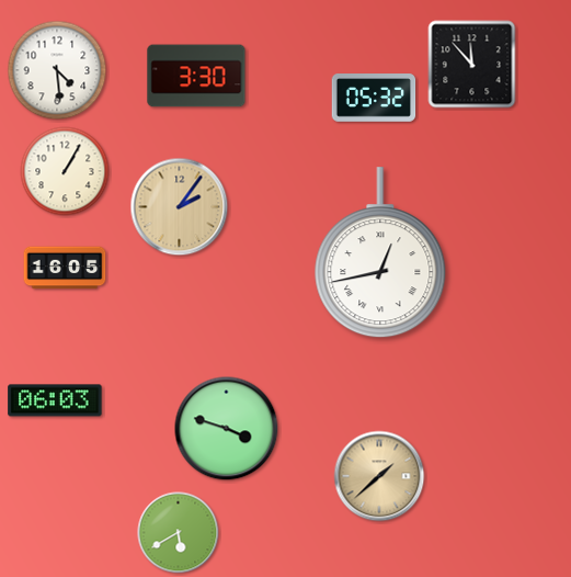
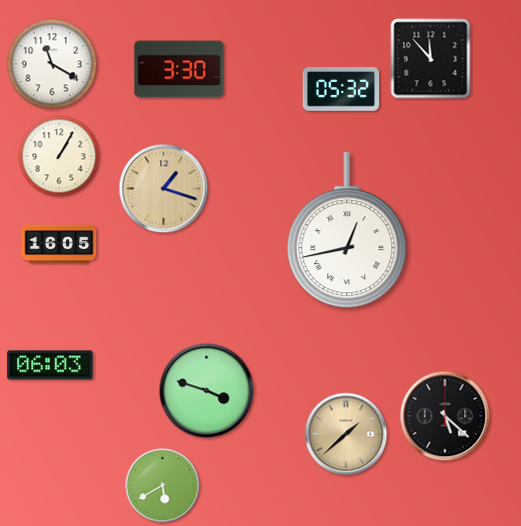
clock at (57, 70): 4:29 -> 11:20
clock at (180, 207): 2:06 -> 1:18
clock at (445, 416): none -> 5:22
